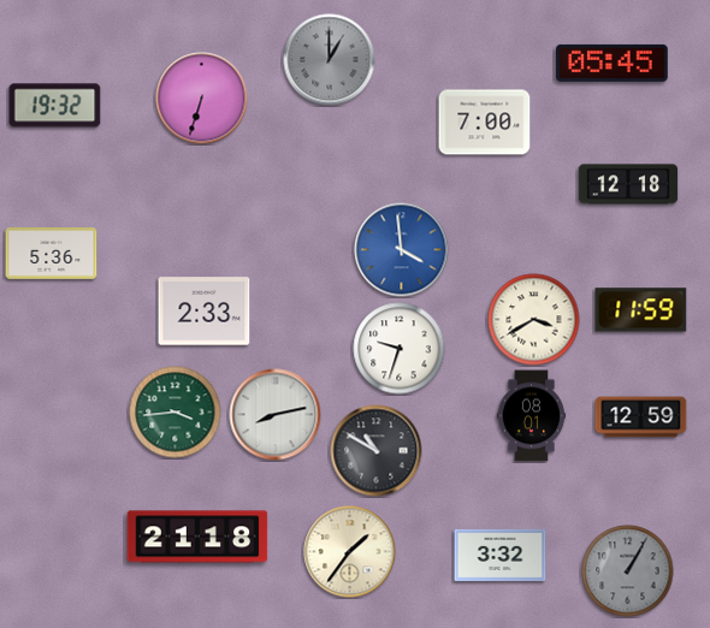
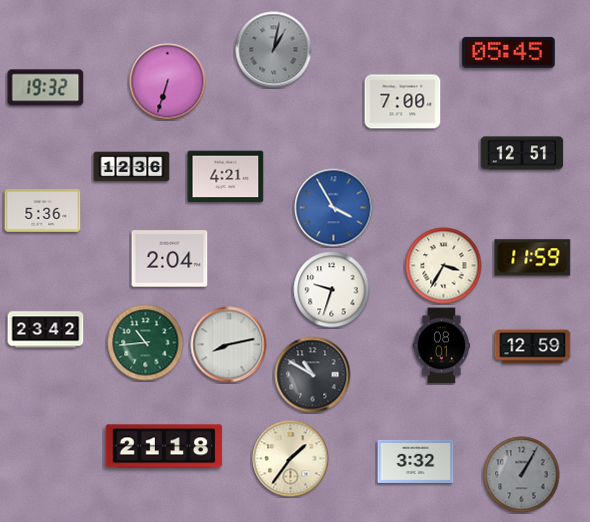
clock at (330, 60): 1:00 -> 1:02
clock at (628, 184): 12:18 -> 12:51
clock at (132, 167): none -> 12:36
clock at (226, 177): none -> 4:21
clock at (402, 250): 3:59 -> 3:55
clock at (205, 312): 2:33 -> 2:04
clock at (534, 320): 3:40 -> 3:35
clock at (46, 330): none -> 23:42
clock at (176, 413): 3:44 -> 10:44
